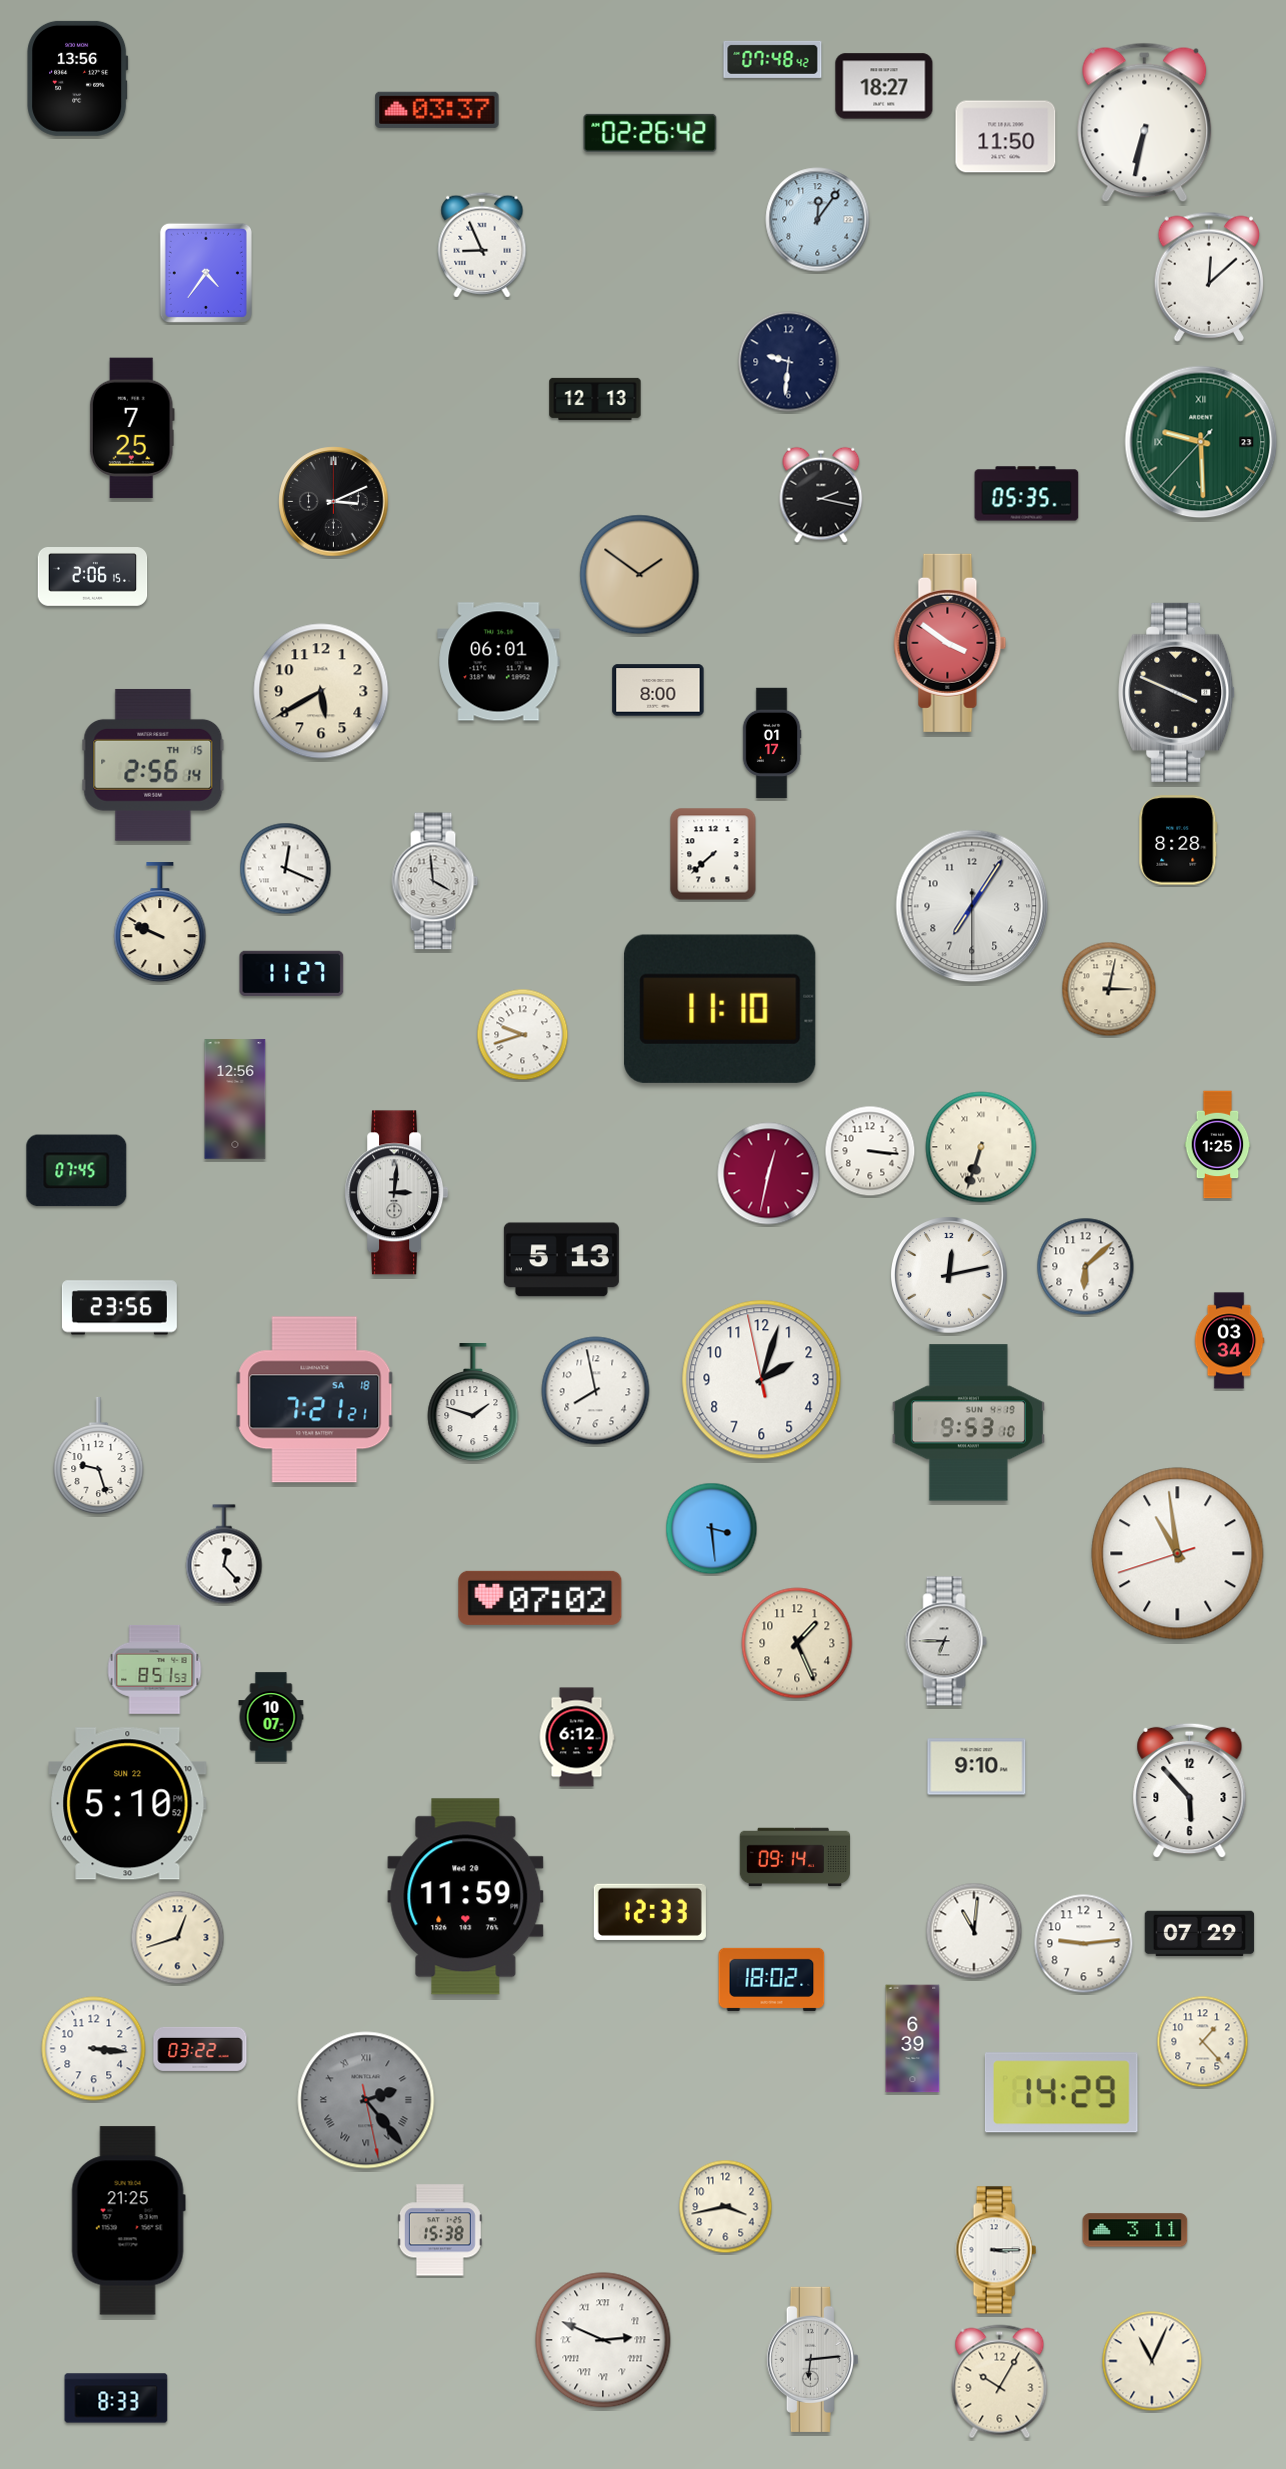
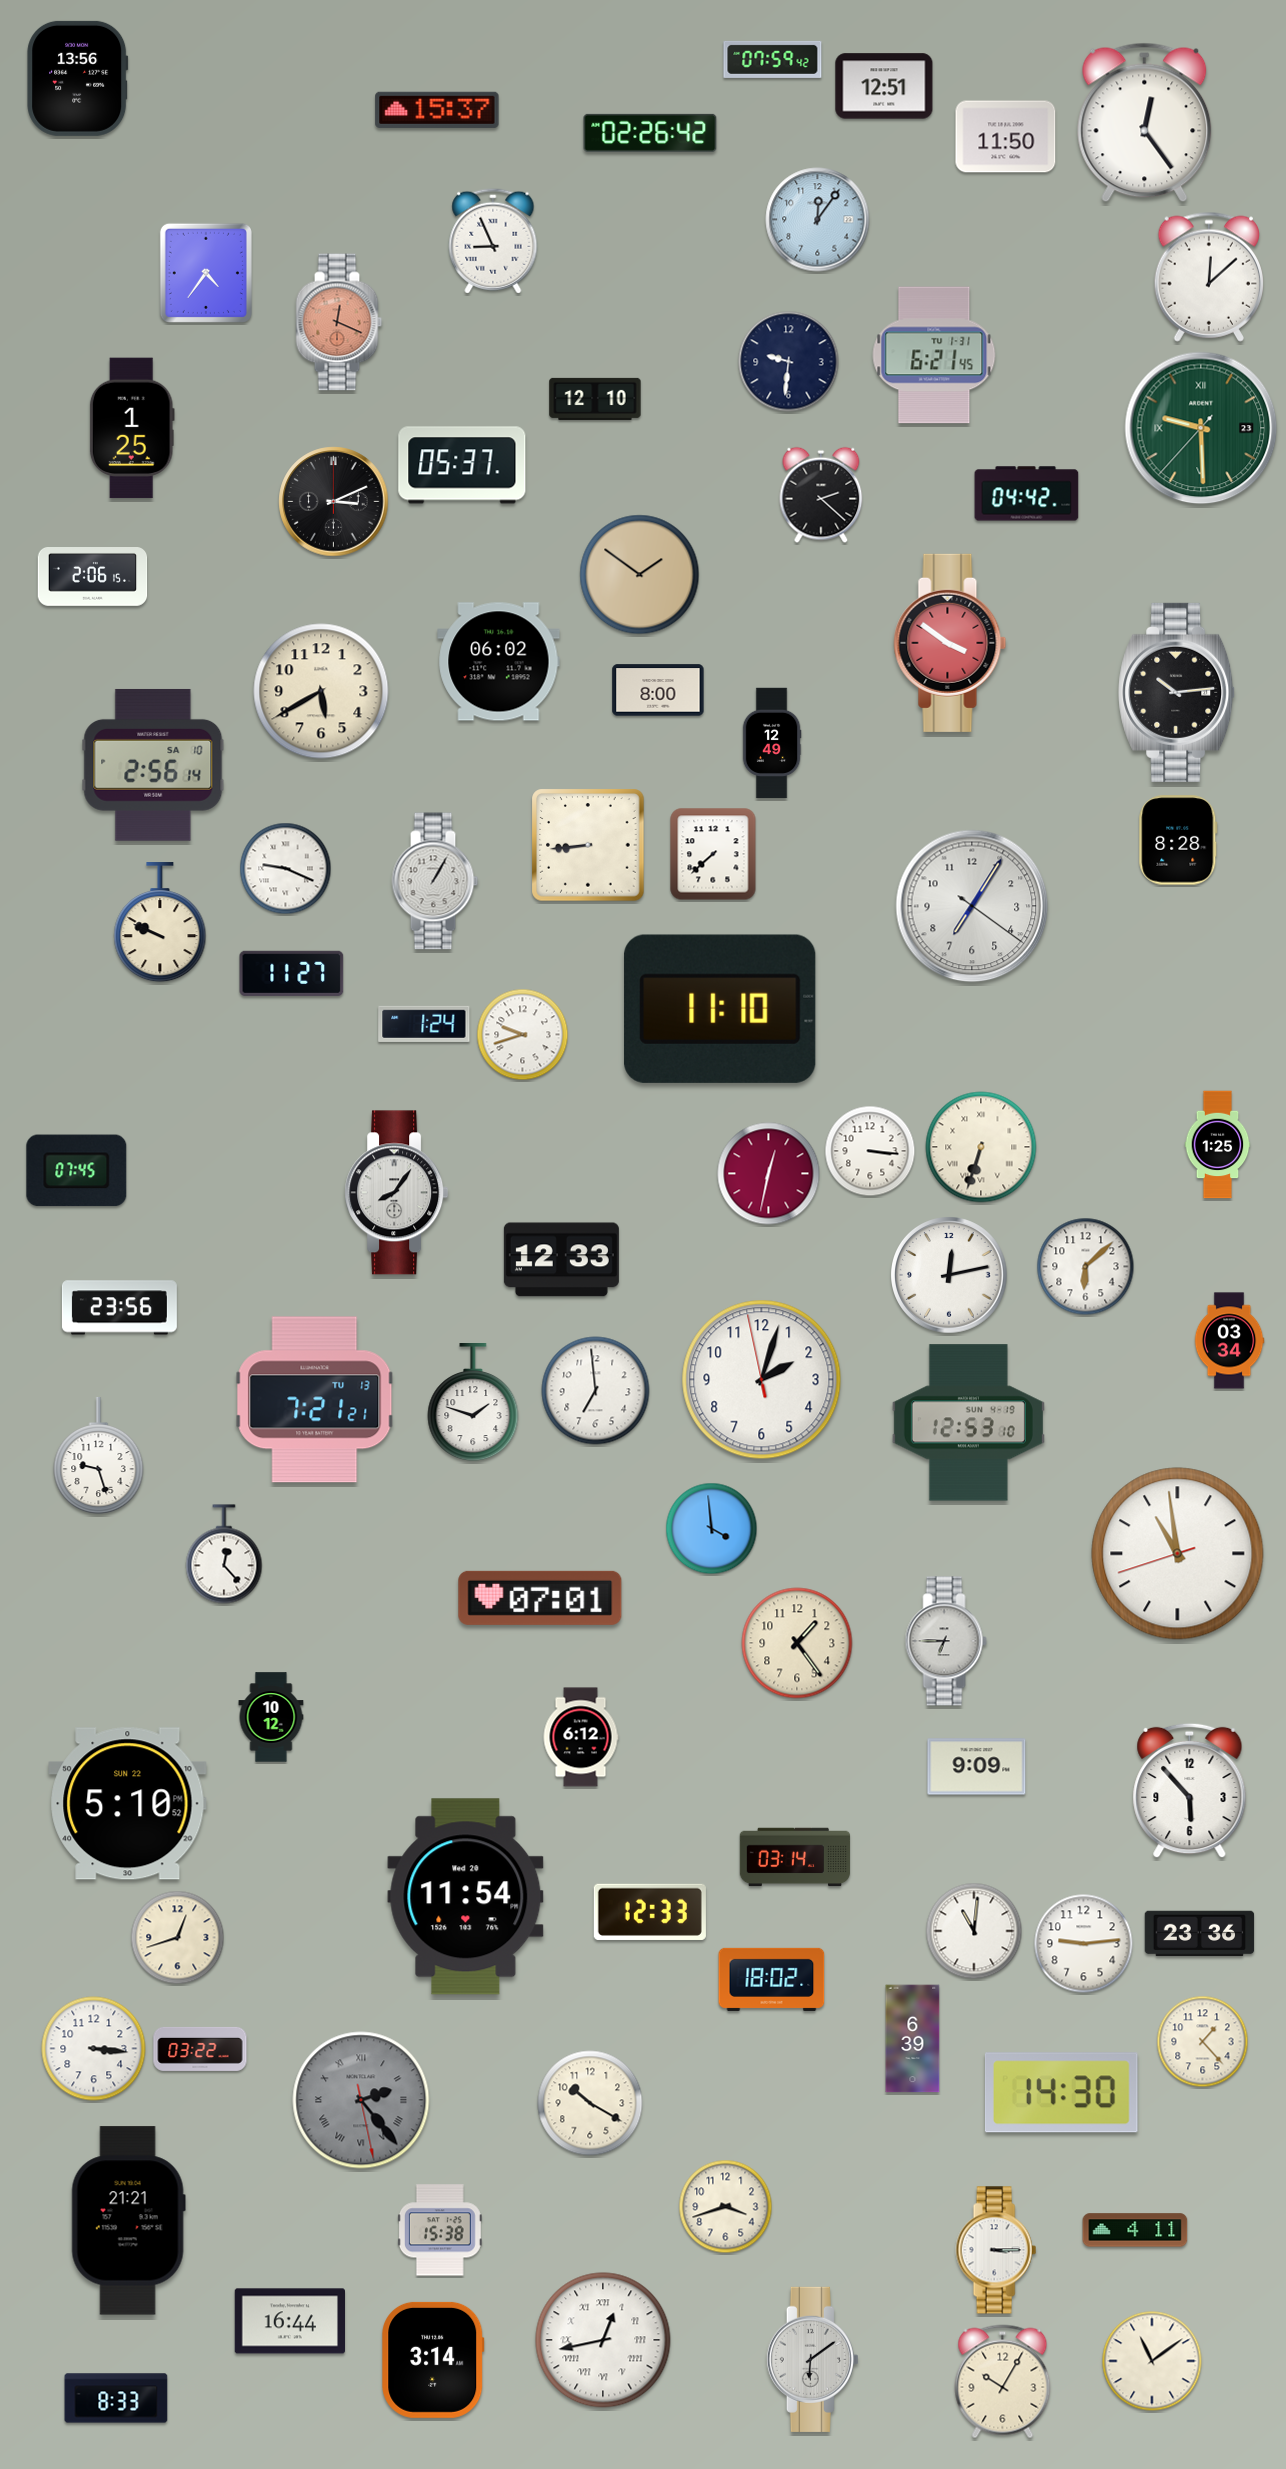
clock at (773, 59): 07:48 -> 07:59
clock at (884, 86): 18:27 -> 12:51
clock at (437, 110): 03:37 -> 15:37
clock at (1145, 123): 6:32 -> 12:24
clock at (482, 245) position: (482, 245) -> (493, 241)
clock at (339, 322): none -> 12:19
clock at (934, 355): none -> 6:21
clock at (595, 399): 12:13 -> 12:10
clock at (132, 428): 7:25 -> 1:25
clock at (1201, 442) position: (1201, 442) -> (1201, 428)
clock at (462, 465): none -> 05:37
clock at (1027, 494): 05:35 -> 04:42
clock at (821, 495): 2:17 -> 2:22
clock at (499, 662): 06:01 -> 06:02
clock at (1177, 692): 3:49 -> 10:14
clock at (772, 743): 01:17 -> 12:49
clock at (153, 765) date: TH 15 -> SA 10
clock at (588, 845): none -> 8:44
clock at (286, 869): 12:19 -> 9:19
clock at (435, 881): 3:59 -> 1:05
clock at (972, 906): 7:05:30 -> 7:05:21
clock at (1109, 989): 3:02 -> none
clock at (424, 1024): none -> 1:24
clock at (235, 1099): 12:56 -> none
clock at (397, 1193): 3:01 -> 8:06
clock at (561, 1260): 5:13 -> 12:33
clock at (596, 1391): 7:58 -> 6:59
clock at (315, 1400) date: SA 18 -> TU 13
clock at (968, 1423): 9:53 -> 12:53
clock at (712, 1529): 3:29 -> 3:59
clock at (540, 1598): 07:02 -> 07:01
clock at (797, 1643): 1:26 -> 1:24
clock at (155, 1670): 8:51 -> none
clock at (271, 1717): 10:07 -> 10:12
clock at (577, 1737) position: (577, 1737) -> (581, 1737)
clock at (977, 1767): 9:10 -> 9:09
clock at (795, 1857): 09:14 -> 03:14
clock at (466, 1897): 11:59 -> 11:54
clock at (1200, 1934): 07:29 -> 23:36
clock at (1061, 2093): 14:29 -> 14:30
clock at (366, 2100) position: (366, 2100) -> (361, 2100)
clock at (590, 2103): none -> 10:20
clock at (726, 2207): 3:43 -> 3:42
clock at (128, 2221): 21:25 -> 21:21
clock at (1135, 2230): 3:11 -> 4:11
clock at (289, 2321): none -> 16:44
clock at (603, 2340): 2:49 -> 12:43
clock at (812, 2359): 6:14 -> 6:09
clock at (433, 2360): none -> 3:14
clock at (1152, 2361): 11:04 -> 11:09
clock at (1000, 2382) position: (1000, 2382) -> (1003, 2382)
